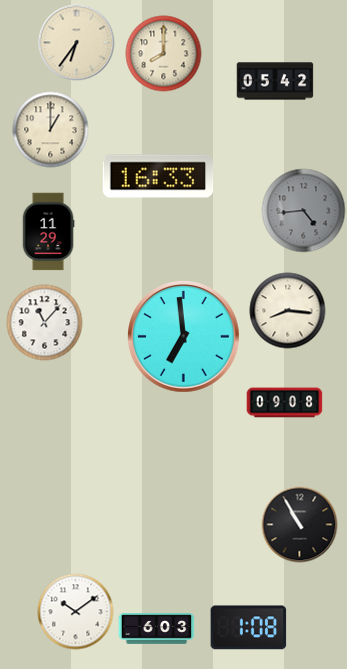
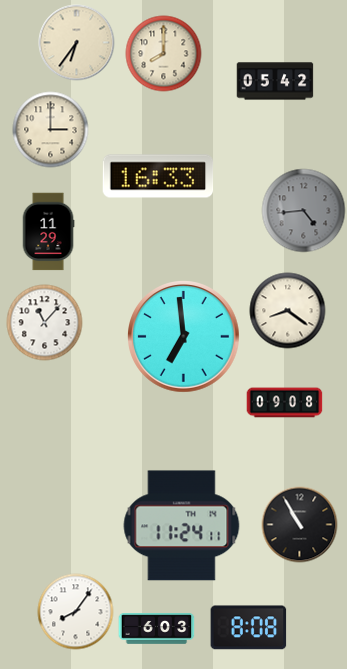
clock at (51, 130): 1:00 -> 3:00
clock at (288, 311): 8:16 -> 8:21
clock at (182, 526): none -> 11:24
clock at (76, 612): 10:09 -> 8:06
clock at (249, 628): 1:08 -> 8:08
